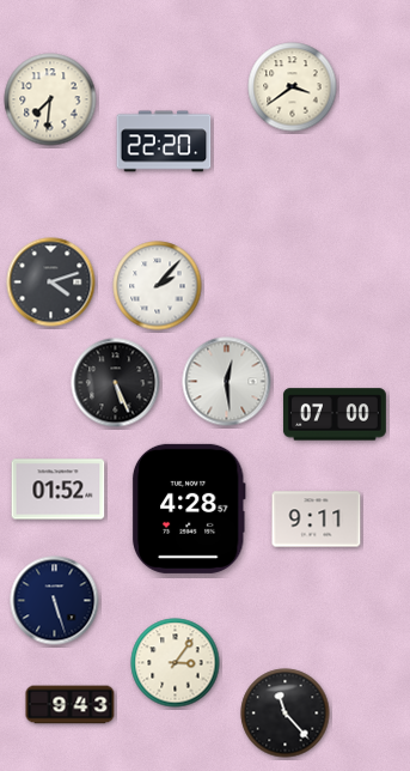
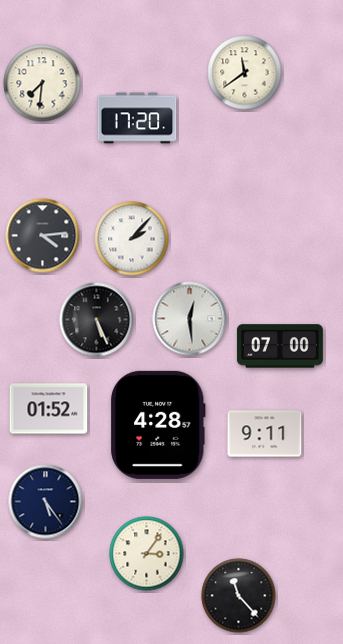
clock at (293, 87): 3:39 -> 11:39
clock at (164, 141): 22:20 -> 17:20
clock at (51, 283): 4:12 -> 4:14
clock at (55, 601): 5:27 -> 5:24
clock at (71, 705): 9:43 -> none
